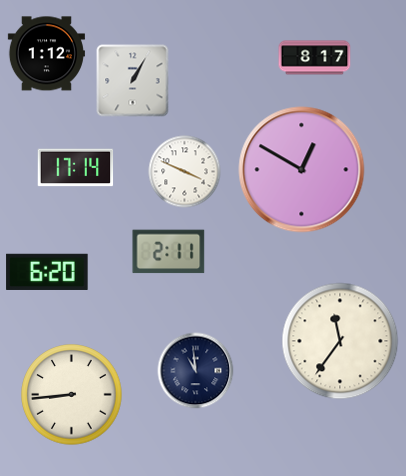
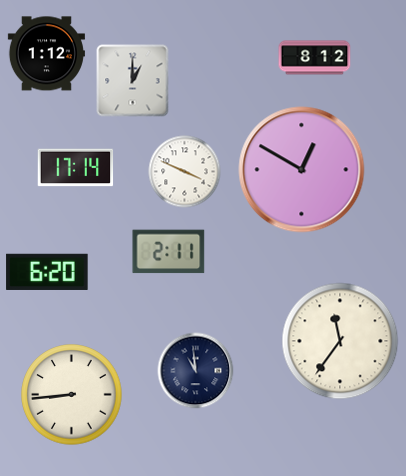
clock at (315, 58): 8:17 -> 8:12
clock at (133, 81): 1:05 -> 1:00
